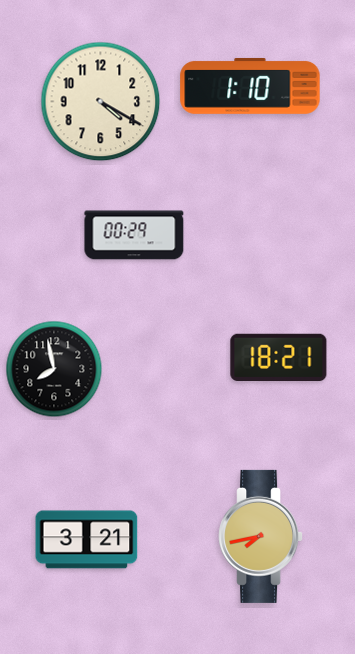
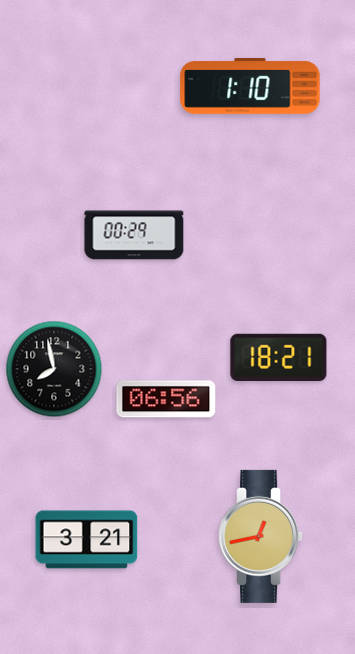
clock at (101, 102): 4:20 -> none
clock at (166, 399): none -> 06:56
clock at (261, 536): 7:43 -> 12:43
